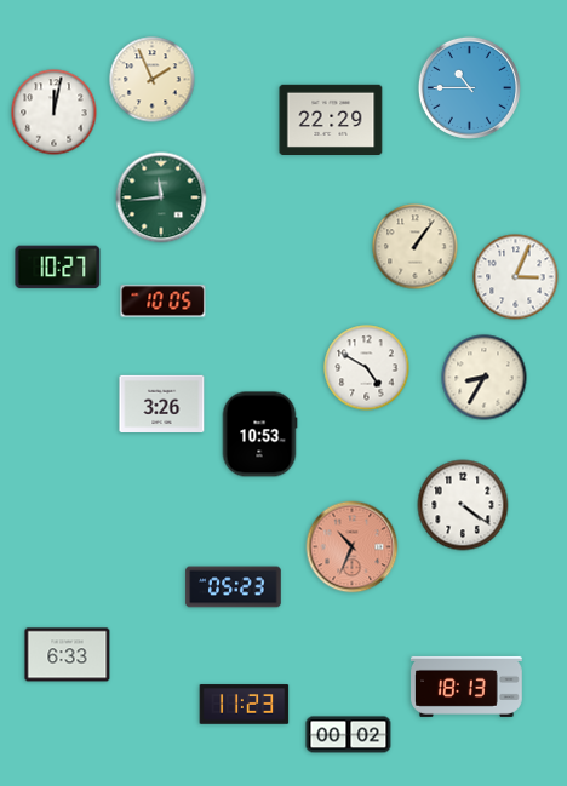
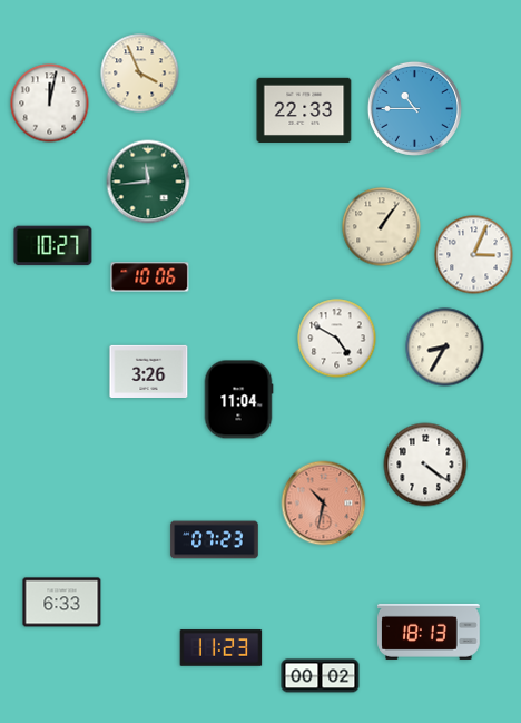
clock at (153, 80): 1:56 -> 3:56
clock at (469, 87) position: (469, 87) -> (414, 108)
clock at (331, 119): 22:29 -> 22:33
clock at (164, 302): 10:05 -> 10:06
clock at (259, 435): 10:53 -> 11:04
clock at (353, 547): 10:34 -> 10:32
clock at (234, 587): 05:23 -> 07:23
clock at (245, 705) position: (245, 705) -> (222, 648)
